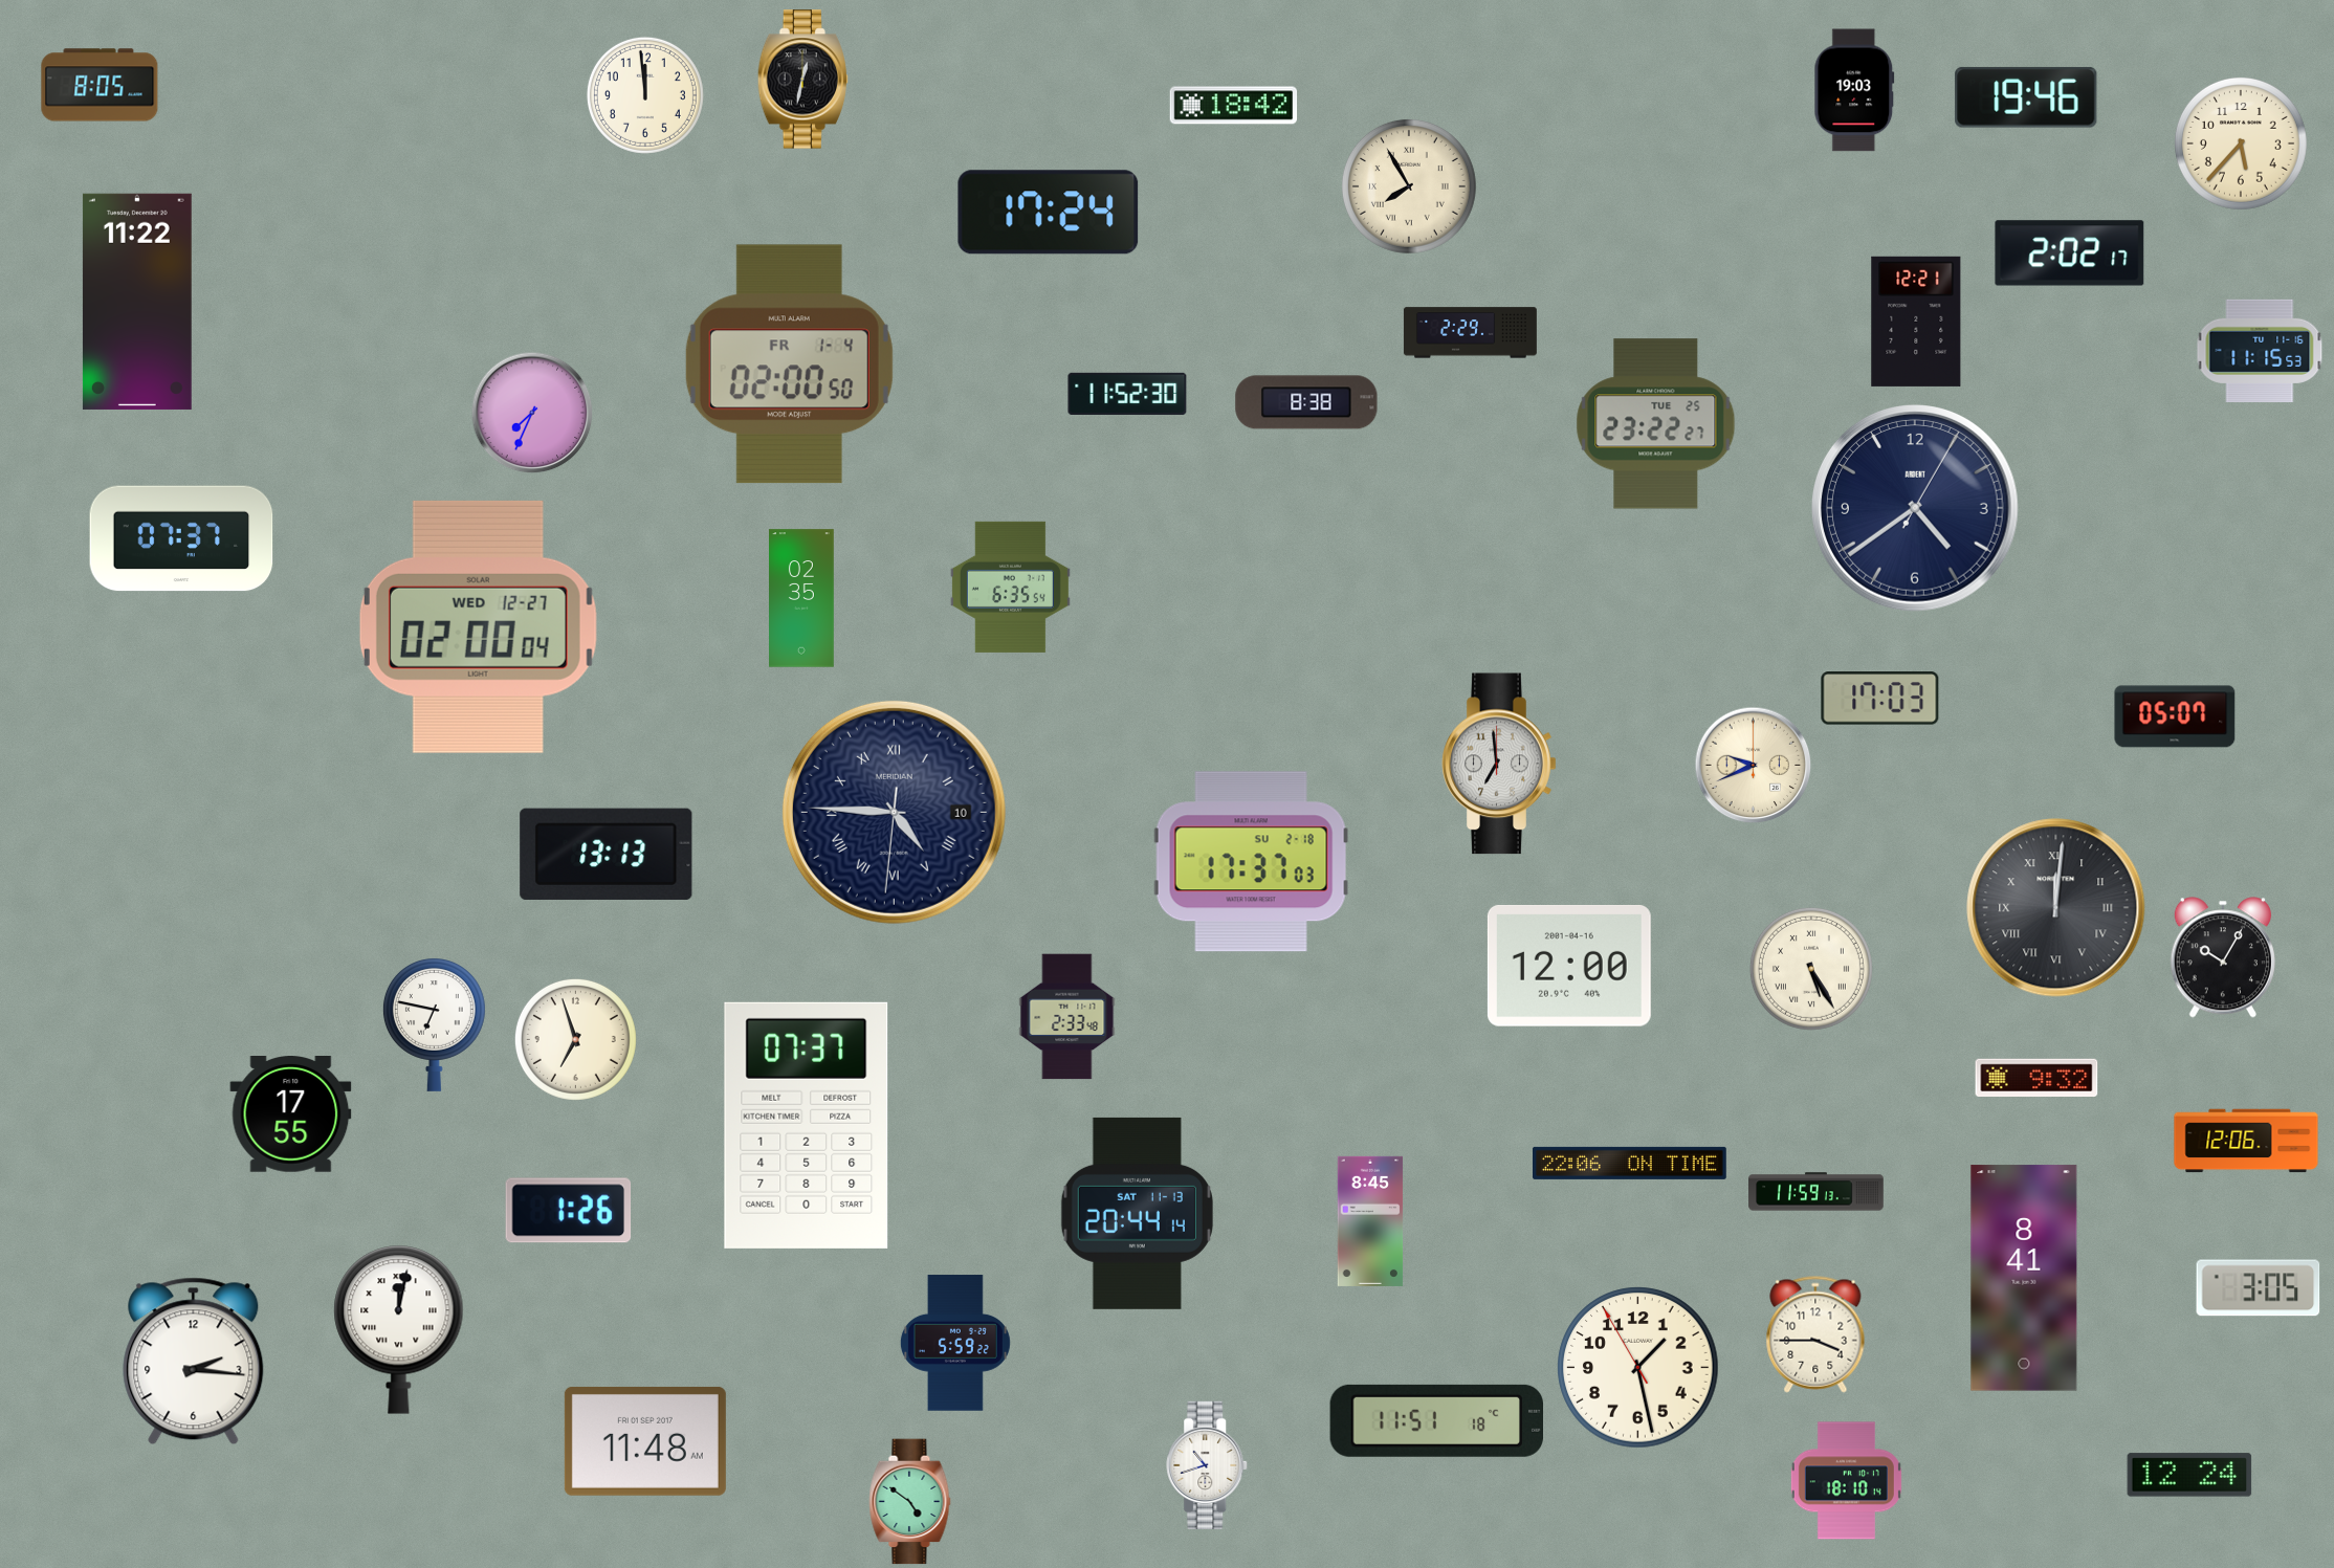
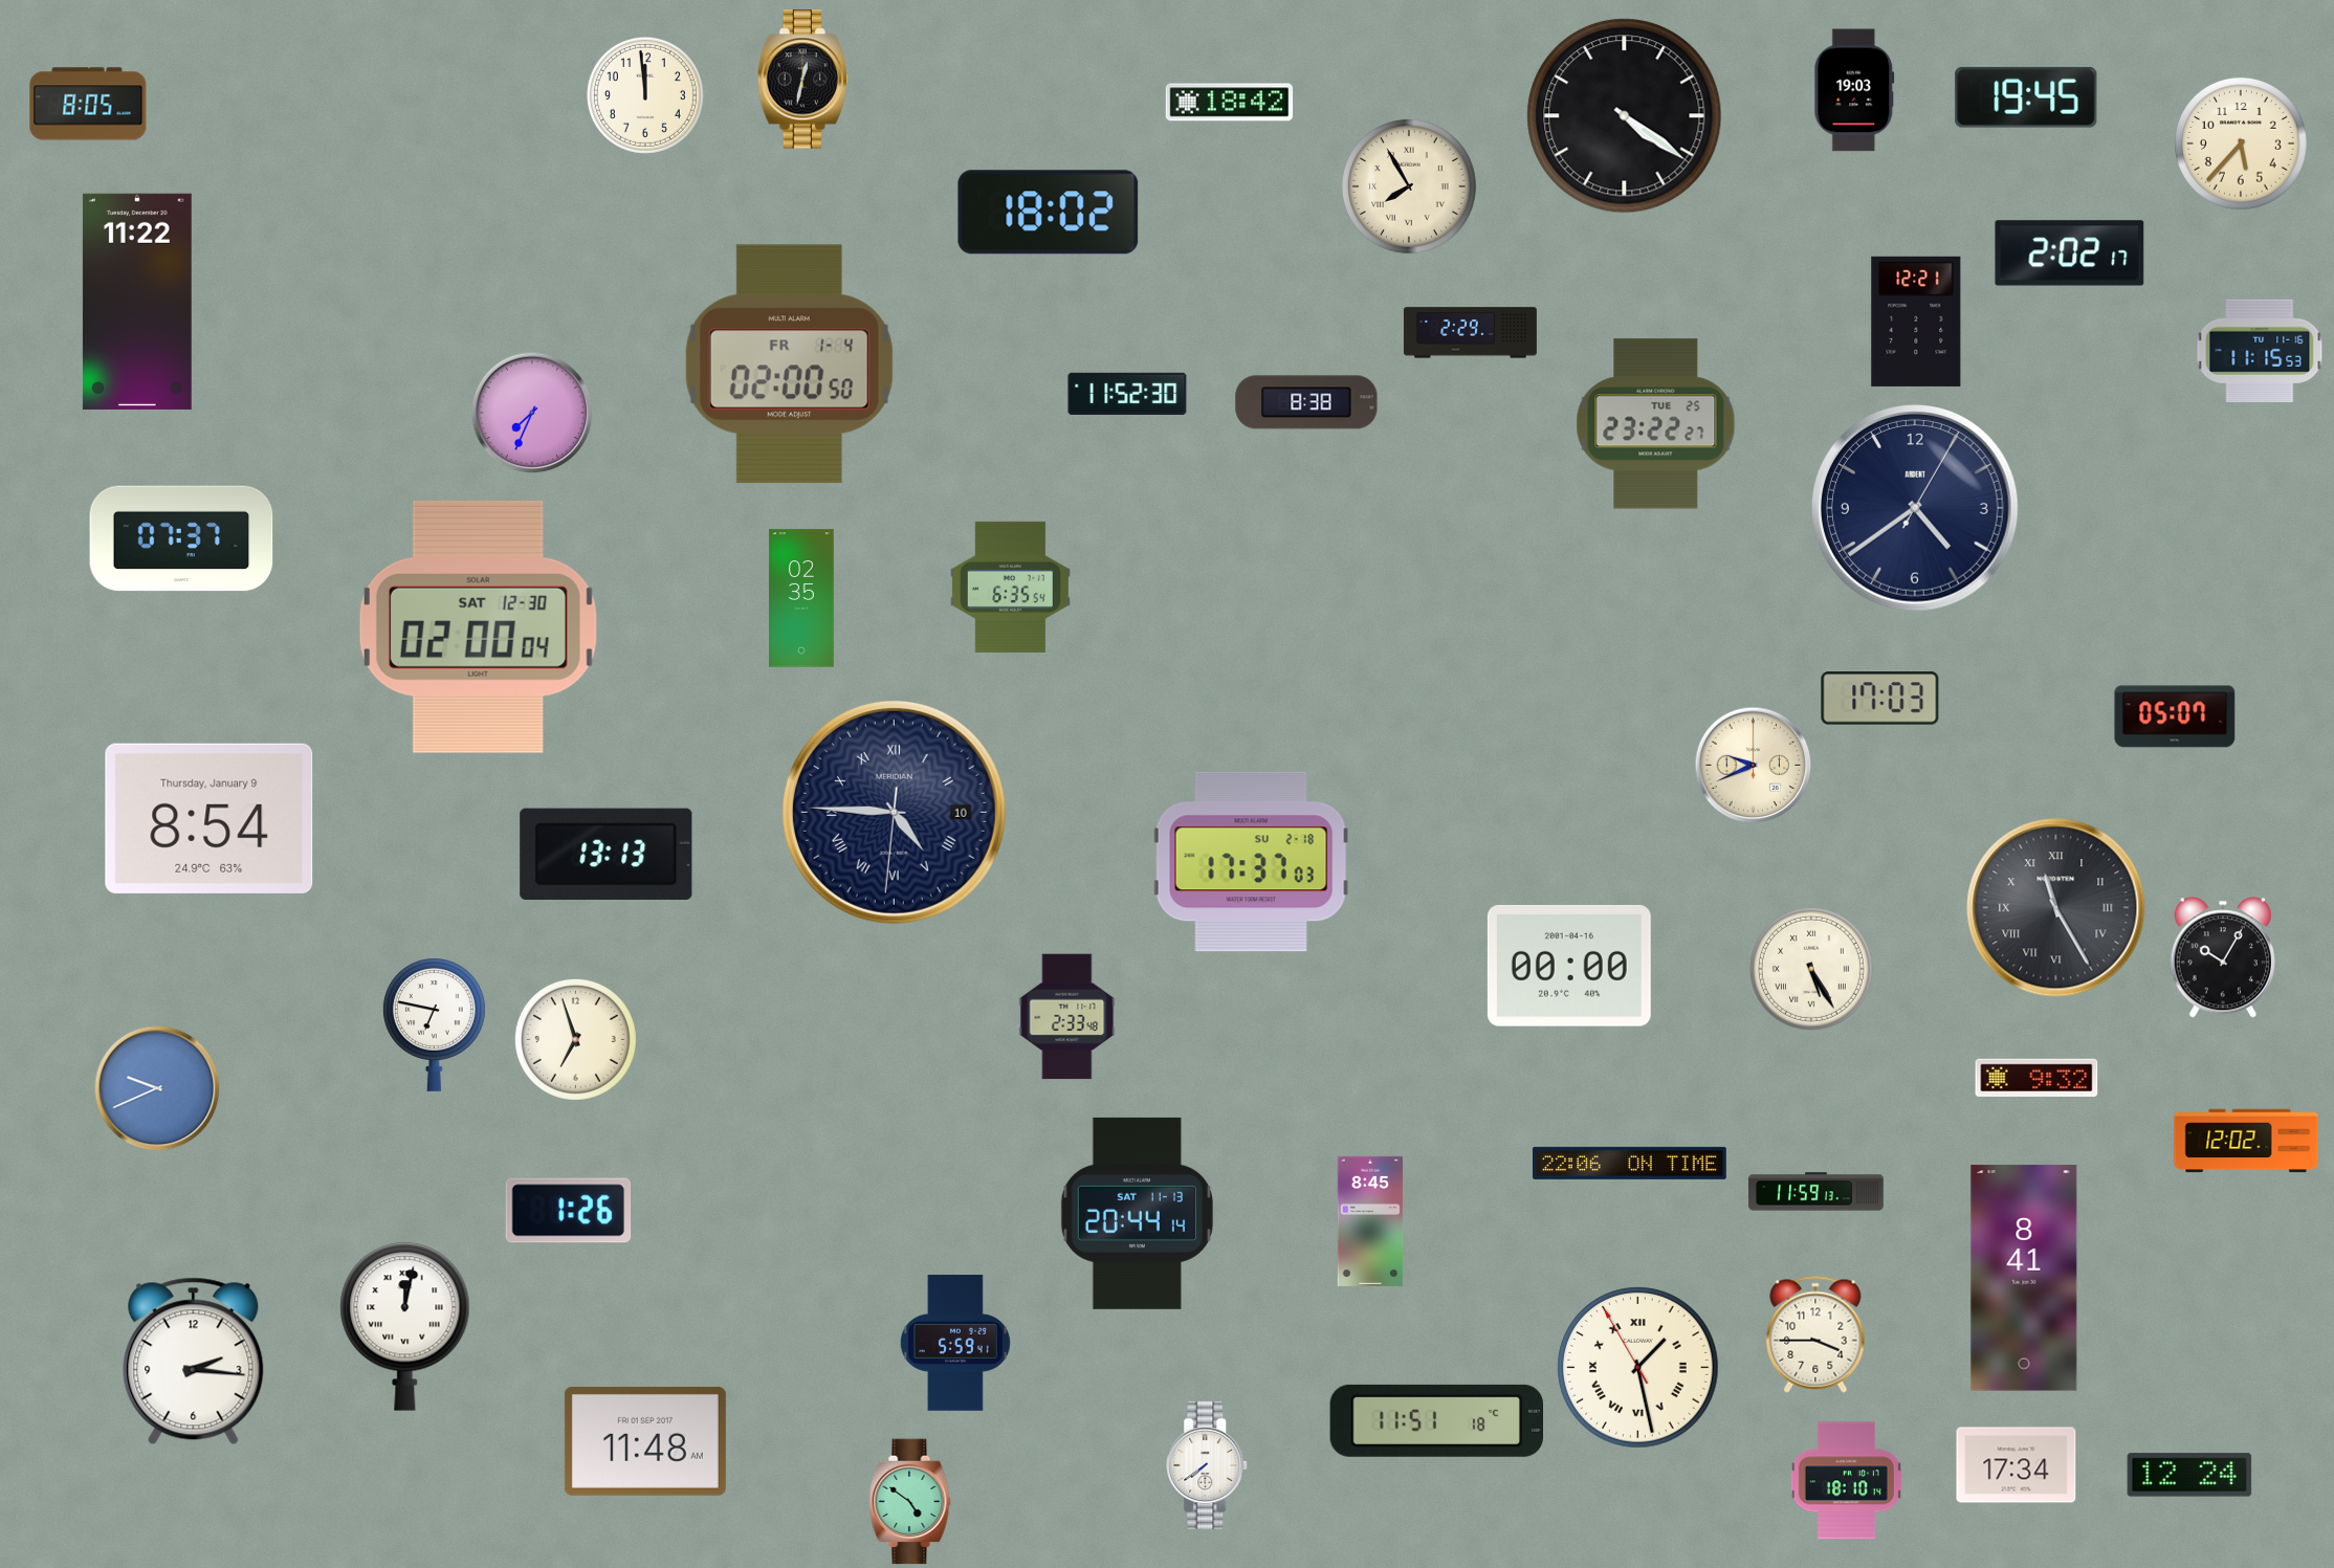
clock at (100, 85) position: (100, 85) -> (88, 104)
clock at (2026, 97): 19:46 -> 19:45
clock at (1234, 106) position: (1234, 106) -> (1230, 103)
clock at (1625, 116): none -> 4:21
clock at (1049, 213): 17:24 -> 18:02
clock at (478, 626) date: WED 12-27 -> SAT 12-30
clock at (1499, 764): 6:59 -> none
clock at (210, 818): none -> 8:54
clock at (2056, 908): 12:01 -> 11:25
clock at (1569, 966): 12:00 -> 00:00
clock at (157, 1088): none -> 9:41
clock at (291, 1114): 17:55 -> none
clock at (807, 1125): 07:37 -> none
clock at (2246, 1141): 12:06 -> 12:02
clock at (2259, 1288): 3:05 -> none
clock at (399, 1329) position: (399, 1329) -> (405, 1326)
clock at (955, 1343): 5:59:22 -> 5:59:41
clock at (1638, 1368) numerals: Arabic -> Roman
clock at (1208, 1464): 10:42 -> 7:39
clock at (2017, 1465): none -> 17:34
